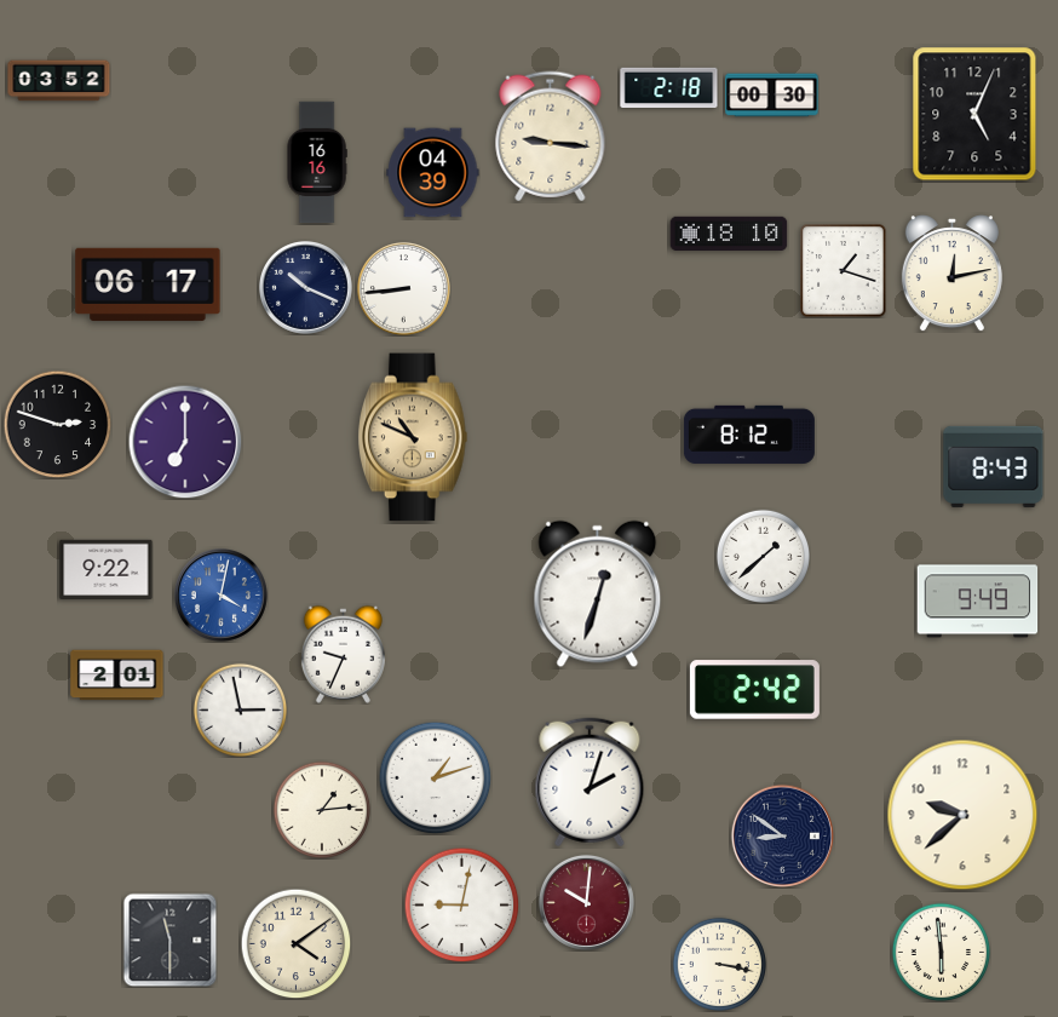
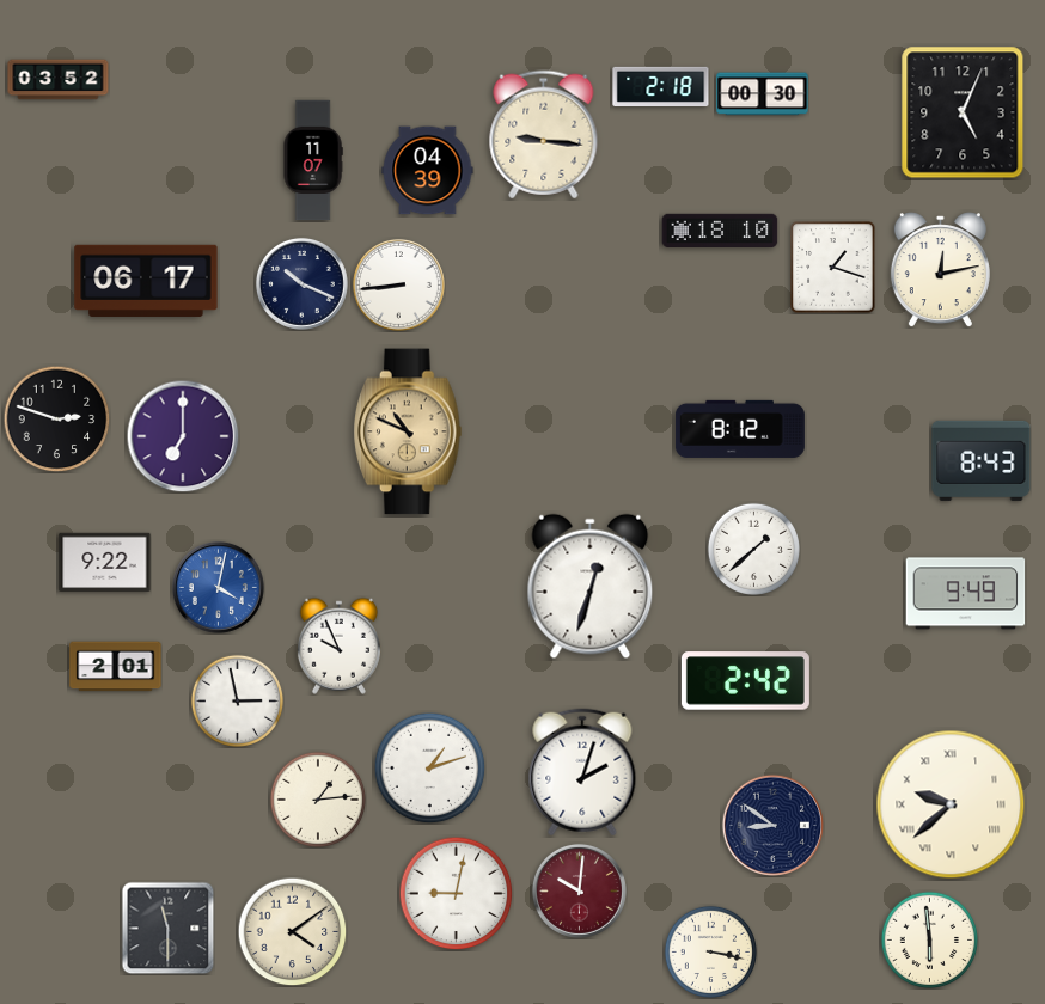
clock at (317, 162): 16:16 -> 11:07
clock at (343, 654): 9:34 -> 9:56
clock at (962, 815) numerals: Arabic -> Roman
